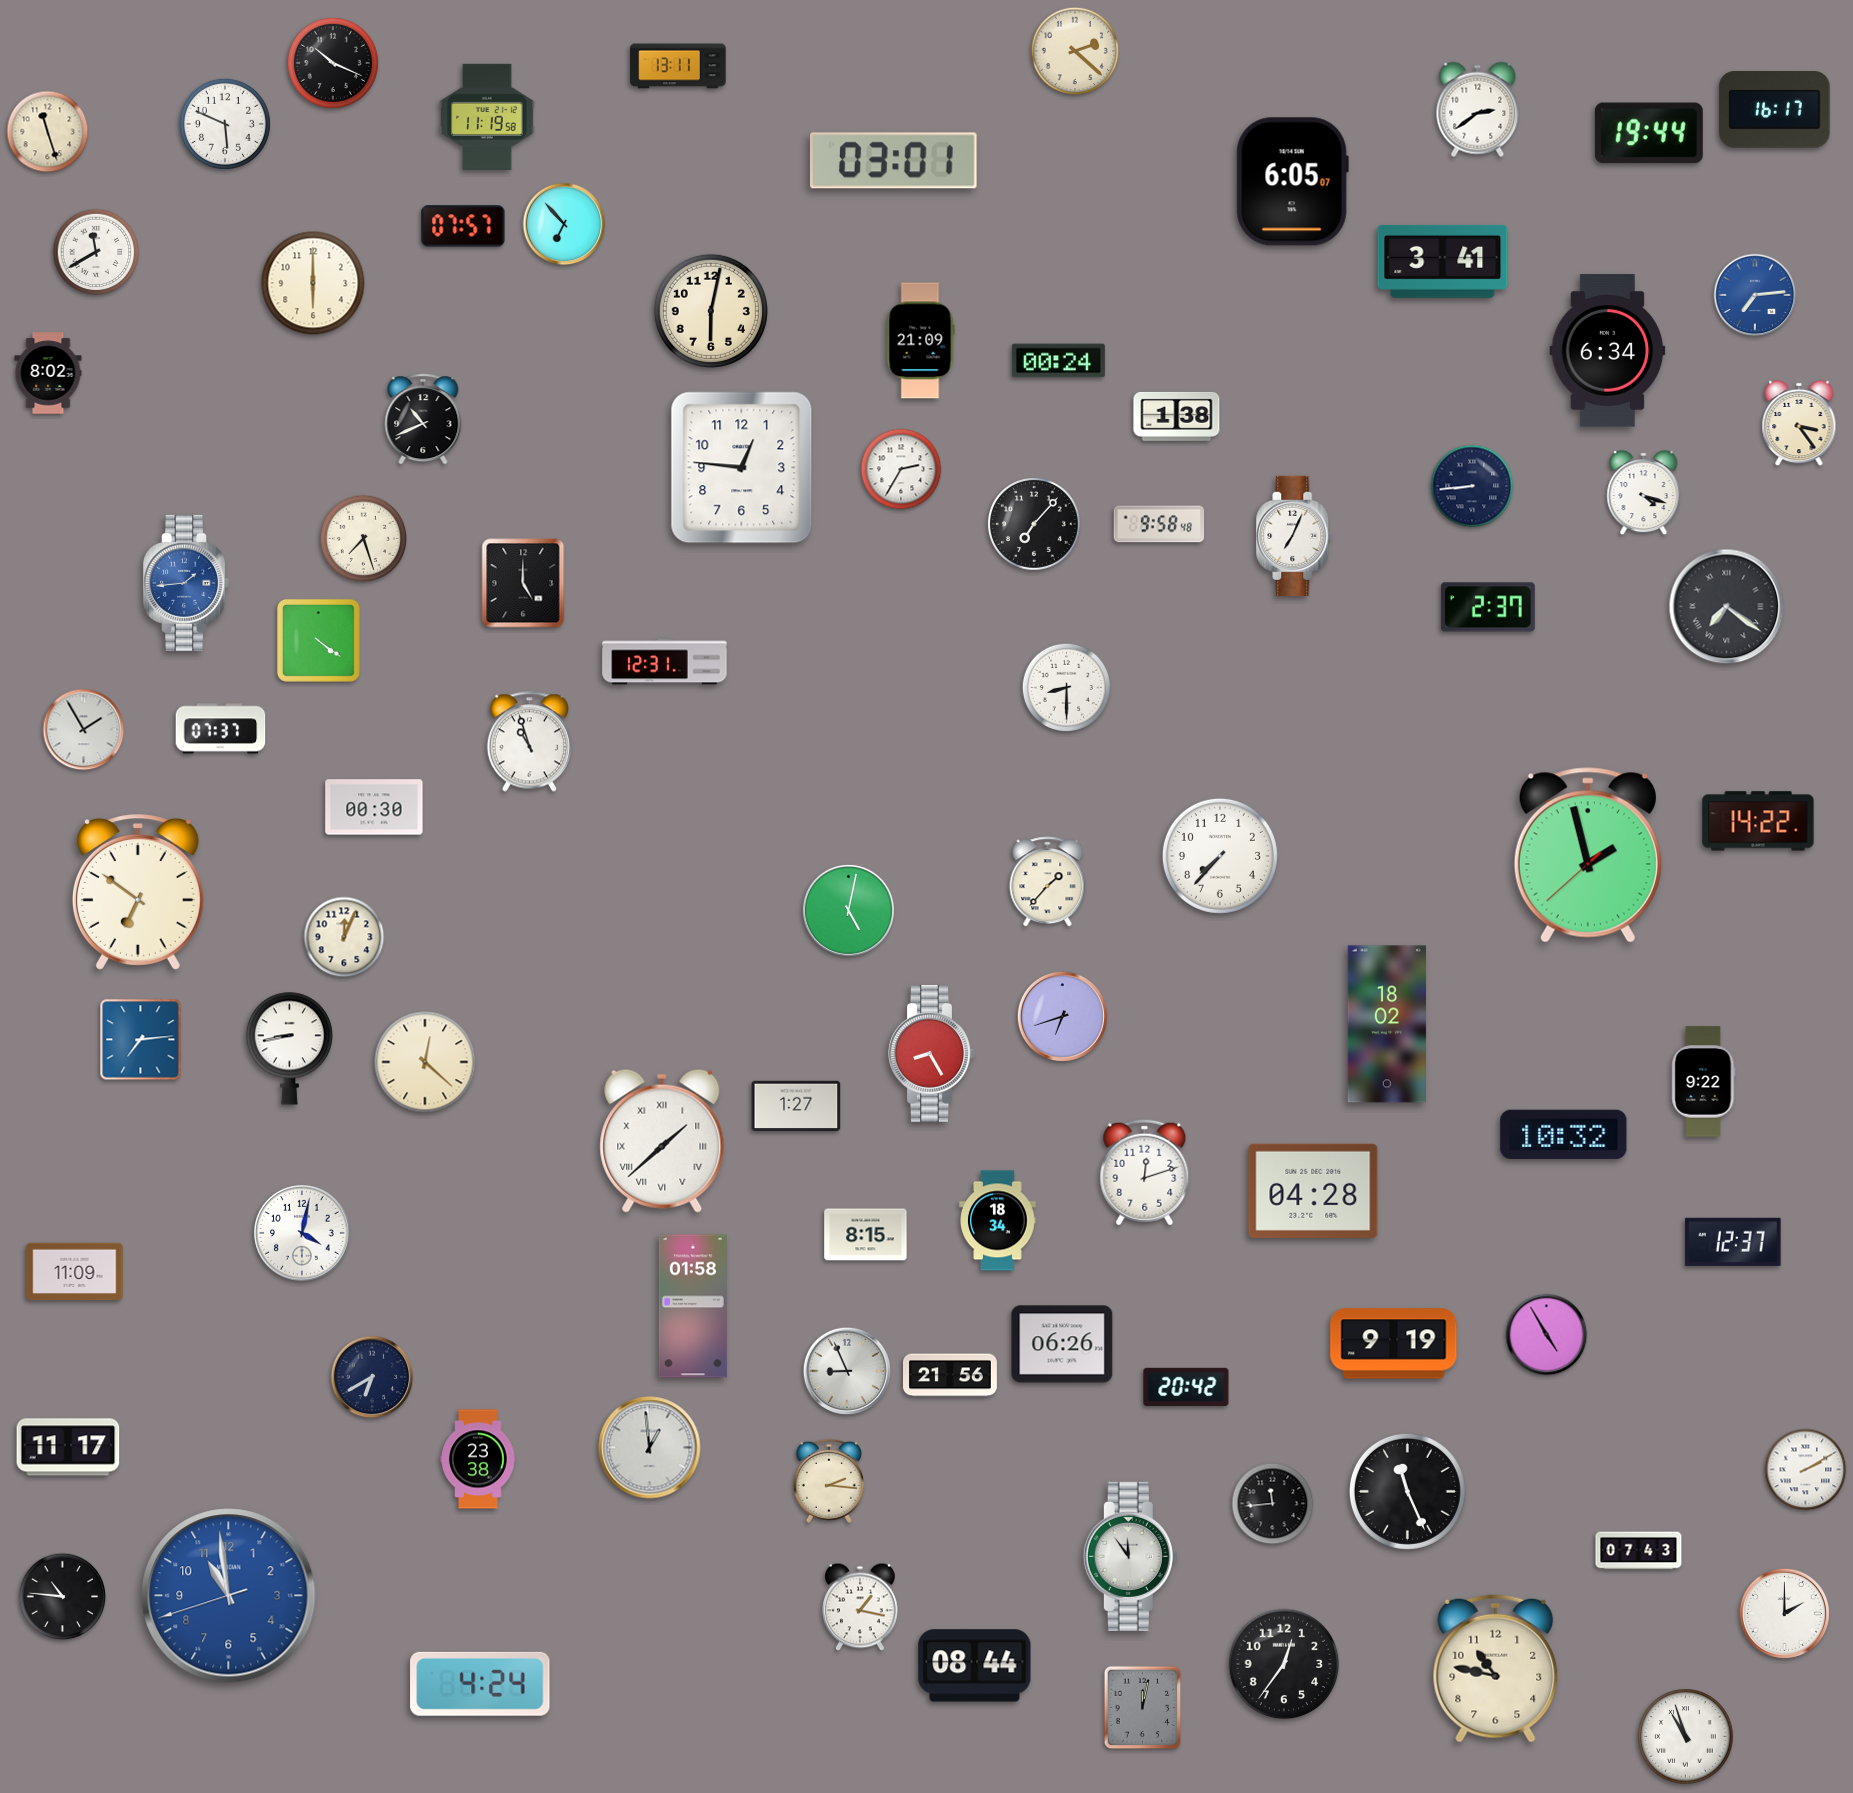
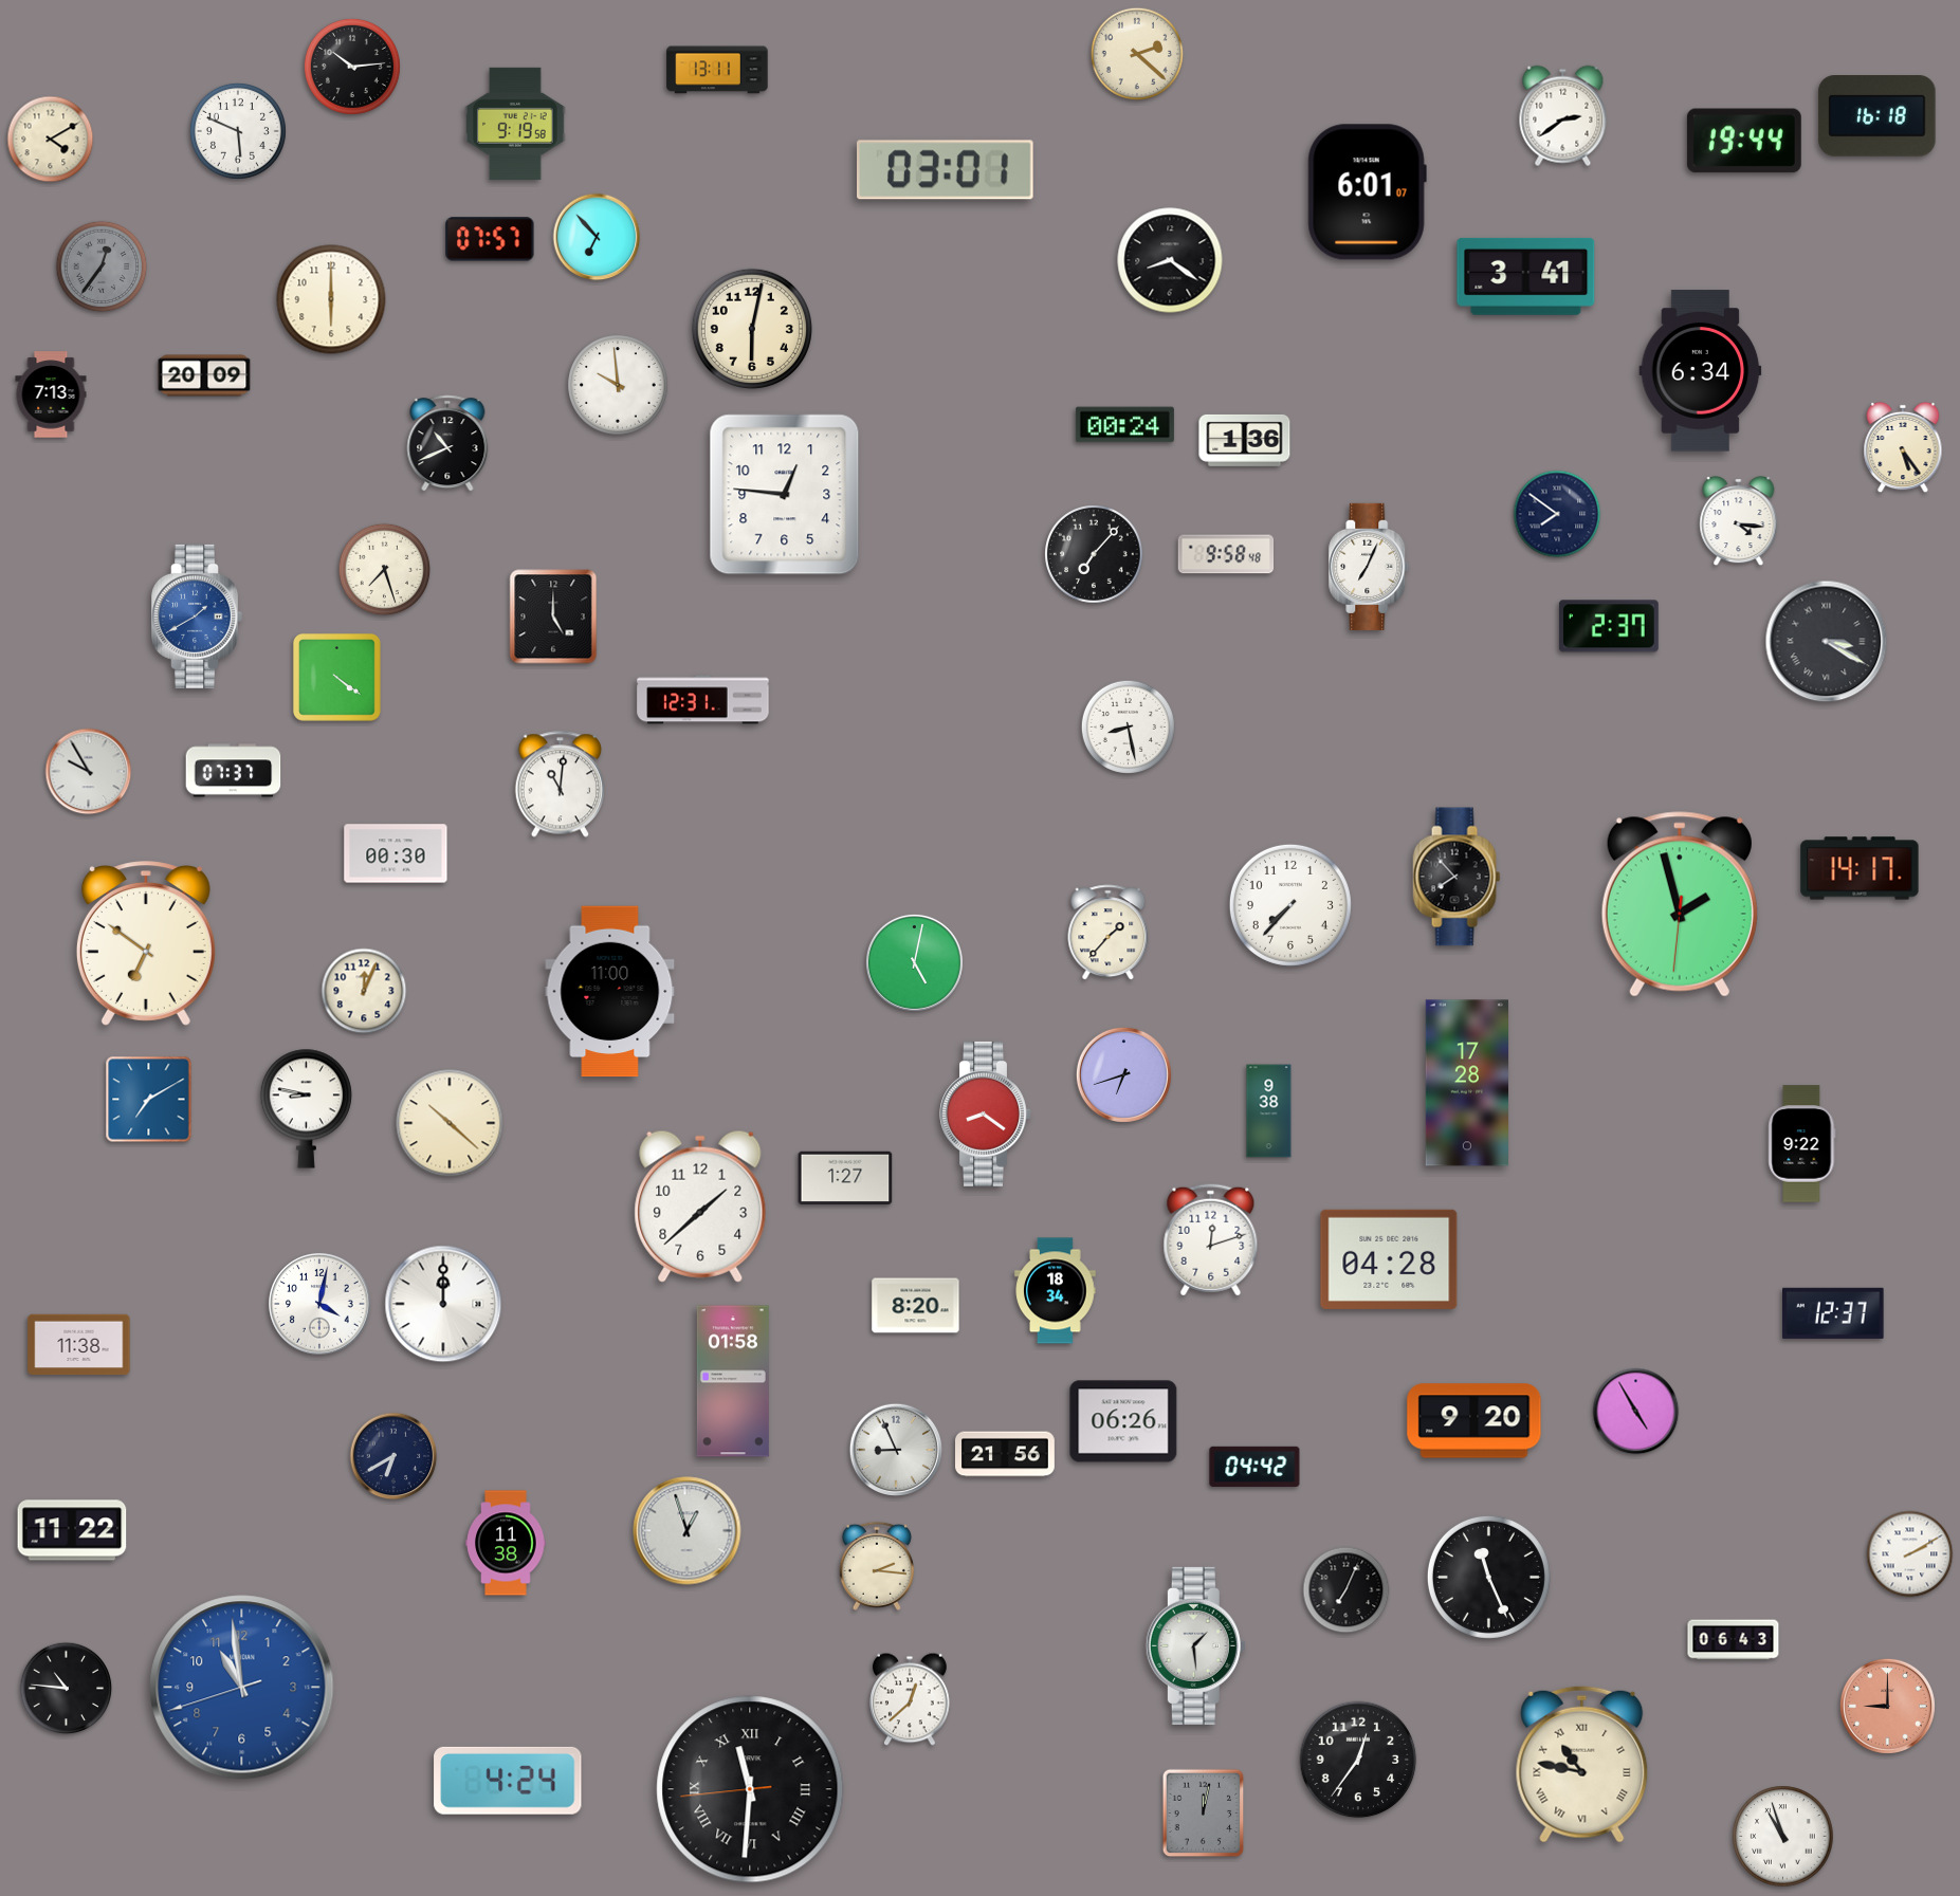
clock at (333, 63): 10:19 -> 10:14
clock at (1775, 110): 16:17 -> 16:18
clock at (487, 117): 11:19 -> 9:19
clock at (48, 132): 11:27 -> 4:10
clock at (1292, 182): 6:05 -> 6:01
clock at (1170, 260): none -> 8:21
clock at (96, 252): 11:40 -> 12:36
clock at (96, 252) dial: white -> grey
clock at (1755, 295): 7:14 -> none
clock at (920, 341): 21:09 -> none
clock at (204, 375): none -> 20:09
clock at (1058, 361) position: (1058, 361) -> (1124, 425)
clock at (618, 385): none -> 9:59
clock at (48, 373): 8:02 -> 7:13
clock at (1177, 416): 1:38 -> 1:36
clock at (1799, 423): 3:24 -> 5:24
clock at (901, 469): 2:35 -> none
clock at (1472, 486): 8:44 -> 7:51
clock at (1644, 493): 4:18 -> 4:16
clock at (186, 583): 1:44 -> 1:40
clock at (1488, 607) position: (1488, 607) -> (1609, 626)
clock at (1727, 607): 7:21 -> 3:20
clock at (1066, 687): 8:30 -> 8:28
clock at (84, 730): 1:55 -> 9:55
clock at (529, 742): 10:57 -> 11:01
clock at (1758, 821): 14:22 -> 14:17
clock at (1457, 877): none -> 7:53
clock at (1588, 855): 1:57:38 -> 1:57:31
clock at (848, 910) position: (848, 910) -> (914, 962)
clock at (610, 992): none -> 11:00
clock at (1386, 1024): 18:02 -> 17:28
clock at (141, 1040): 7:14 -> 7:10
clock at (289, 1048): 8:43 -> 8:47
clock at (1269, 1111): none -> 9:38
clock at (932, 1053): 8:25 -> 8:21
clock at (425, 1062): 12:22 -> 10:22
clock at (796, 1106) position: (796, 1106) -> (845, 1178)
clock at (1564, 1134): 10:32 -> none
clock at (662, 1141) numerals: Roman -> Arabic
clock at (443, 1304): none -> 12:00
clock at (866, 1235): 8:15 -> 8:20
clock at (75, 1272): 11:09 -> 11:38
clock at (1394, 1344): 9:19 -> 9:20
clock at (1186, 1386): 20:42 -> 04:42
clock at (68, 1447): 11:17 -> 11:22
clock at (650, 1448): 12:59 -> 12:57
clock at (478, 1459): 23:38 -> 11:38
clock at (1273, 1504): 11:44 -> 7:04
clock at (1639, 1551): 07:43 -> 06:43
clock at (1130, 1556): 11:54 -> 1:29
clock at (861, 1607): 1:17 -> 12:38
clock at (1784, 1613): 2:00 -> 9:00
clock at (1784, 1613) dial: white -> salmon
clock at (975, 1666): 08:44 -> none
clock at (1496, 1668) numerals: Arabic -> Roman
clock at (750, 1789): none -> 11:30
clock at (1143, 1708) position: (1143, 1708) -> (1204, 1814)
